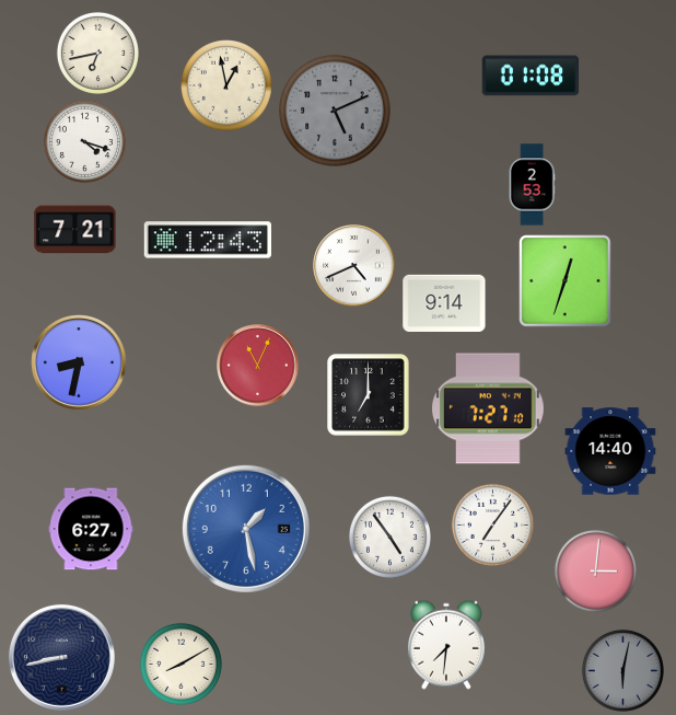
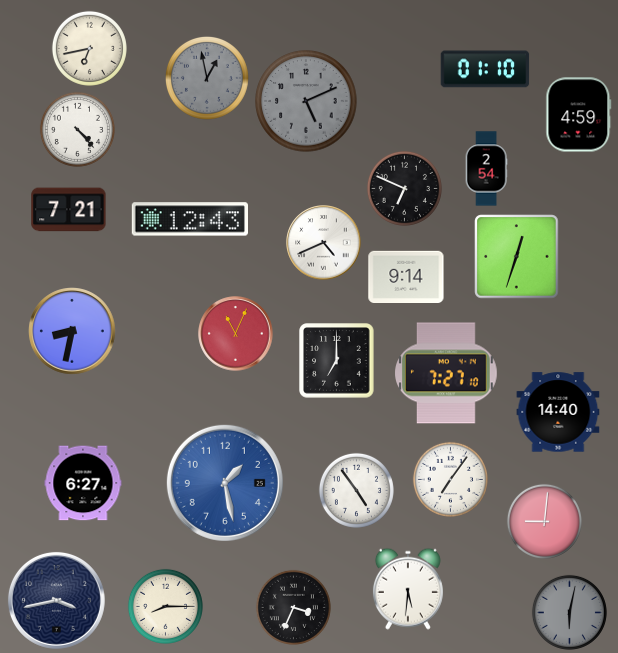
clock at (531, 76): 01:08 -> 01:10
clock at (226, 85) dial: cream -> grey
clock at (579, 115): none -> 4:59
clock at (84, 141): 4:18 -> 4:23
clock at (532, 185): 2:53 -> 2:54
clock at (404, 188): none -> 6:49
clock at (595, 570): 3:01 -> 9:01
clock at (446, 645): 7:31 -> 5:31
clock at (61, 657): 8:43 -> 3:43
clock at (180, 664): 8:10 -> 8:15
clock at (293, 607): none -> 3:34
